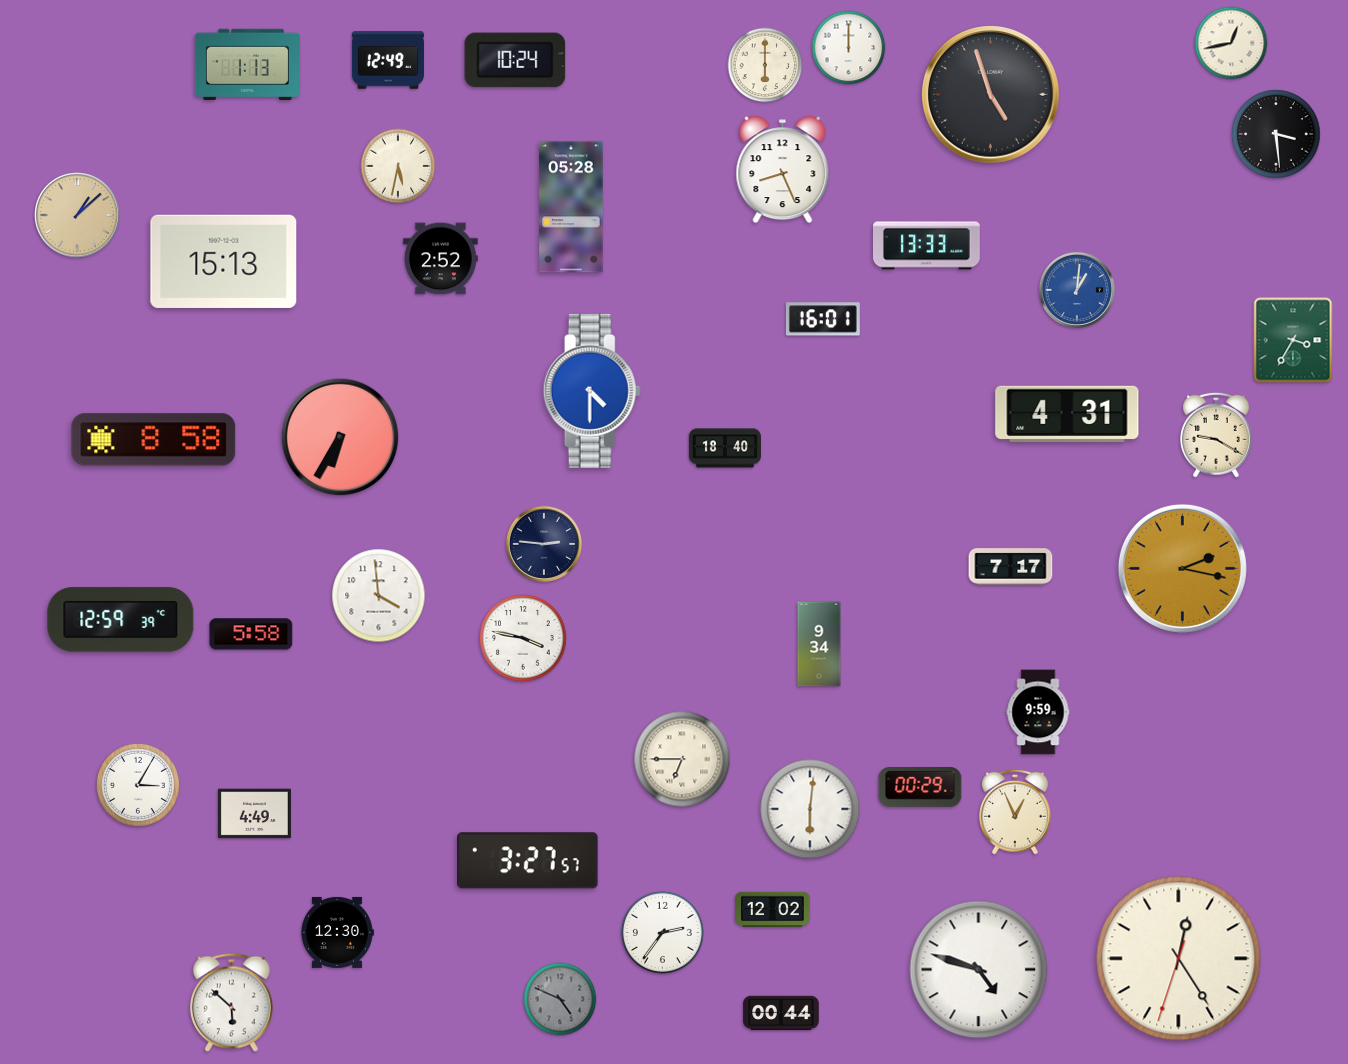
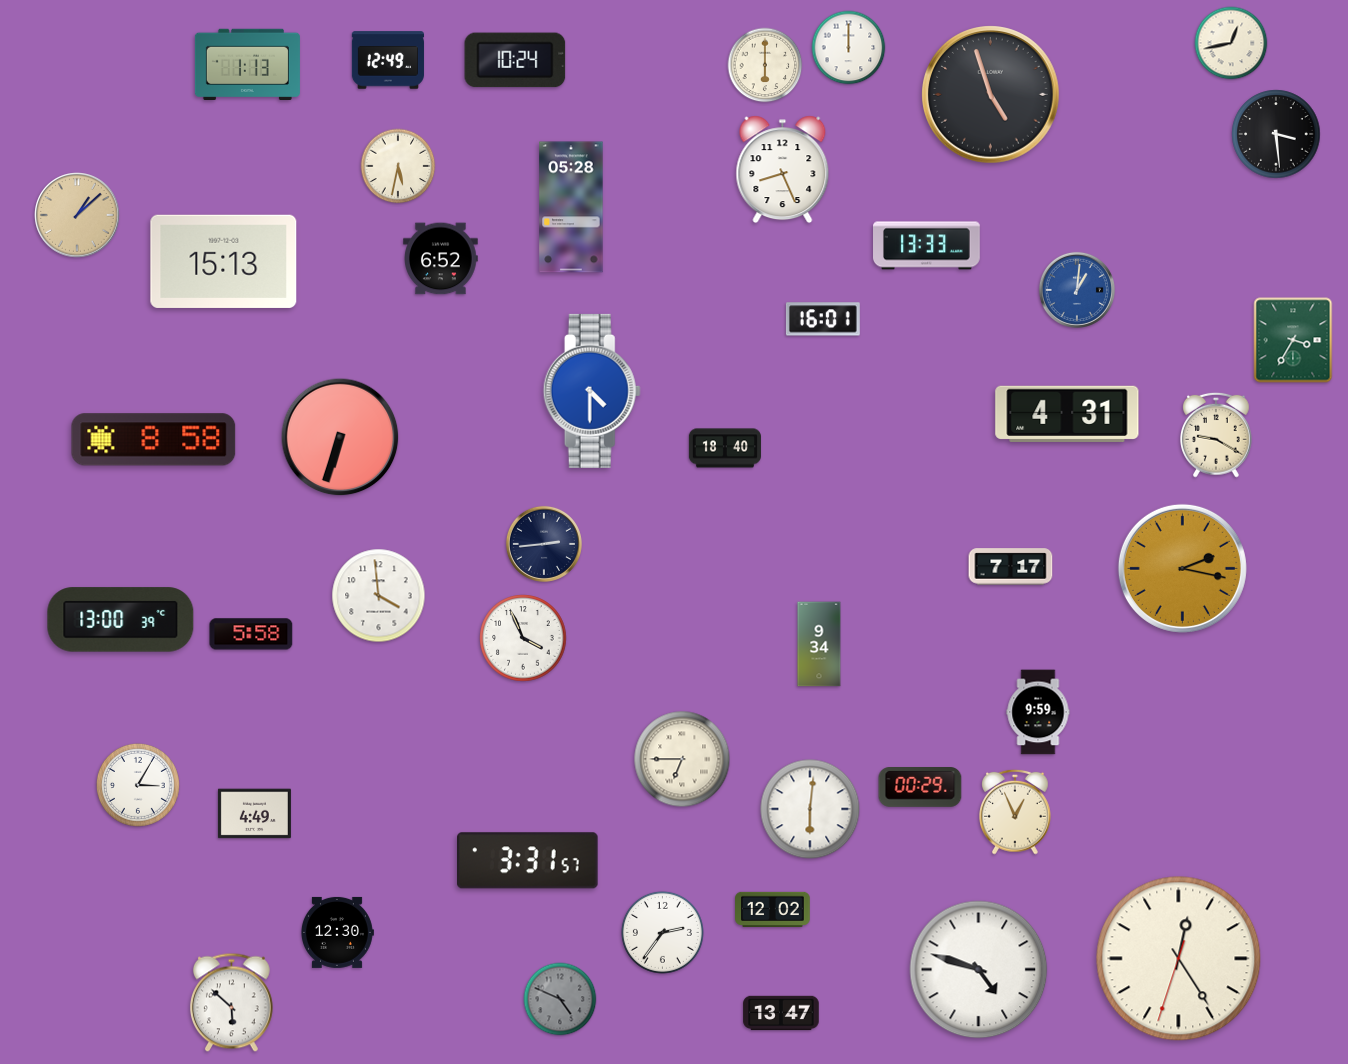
clock at (441, 259): 2:52 -> 6:52
clock at (340, 437): 6:35 -> 6:33
clock at (544, 544): 2:46 -> 2:44
clock at (121, 620): 12:59 -> 13:00
clock at (523, 638): 3:47 -> 3:56
clock at (528, 861): 3:27 -> 3:31
clock at (781, 1013): 00:44 -> 13:47
